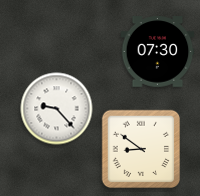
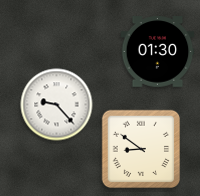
clock at (158, 52): 07:30 -> 01:30
clock at (57, 109) position: (57, 109) -> (57, 105)
